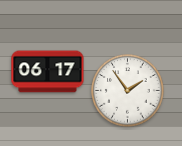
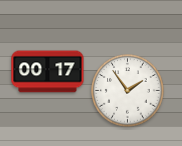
clock at (48, 72): 06:17 -> 00:17
